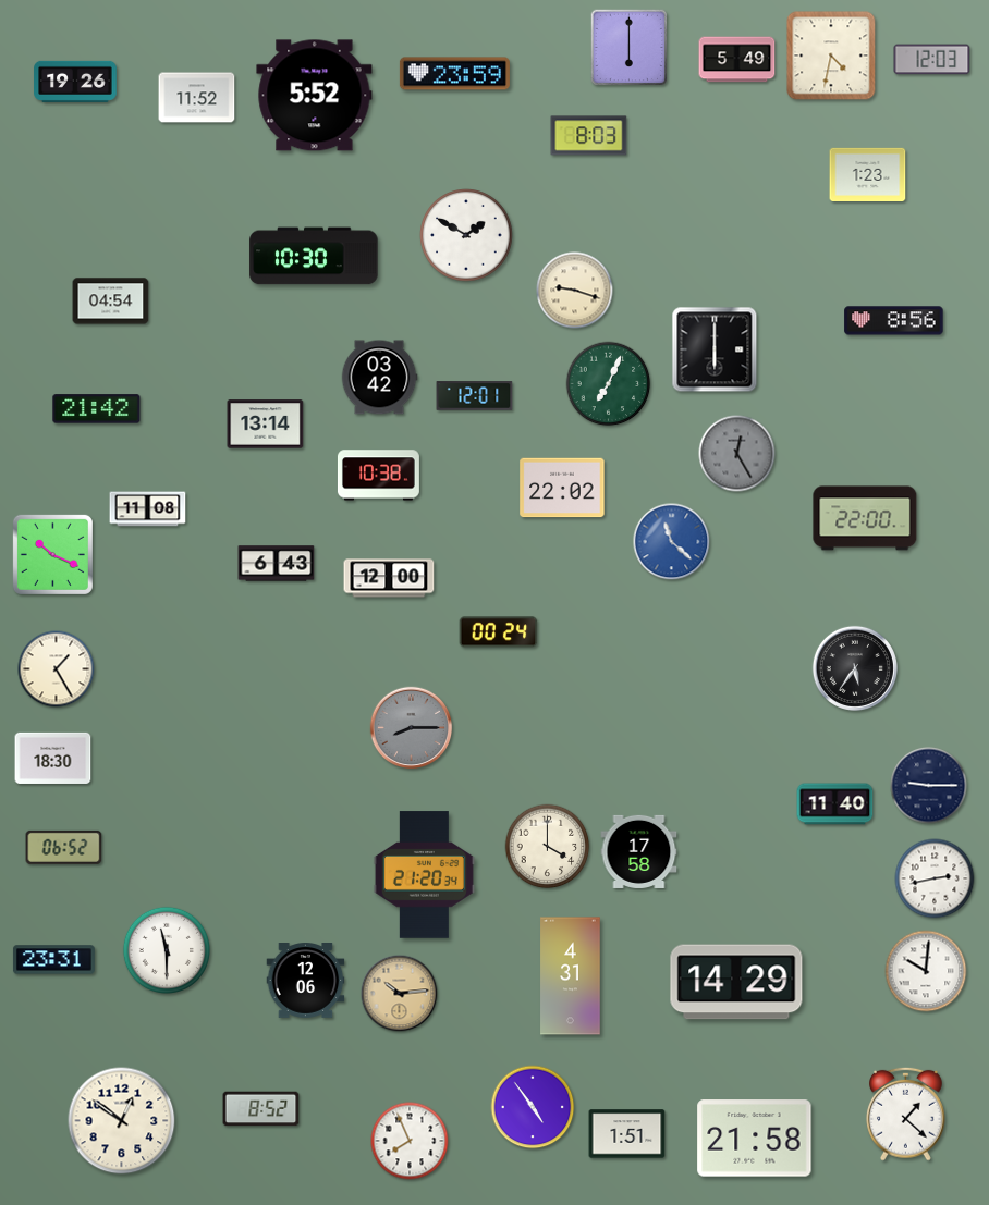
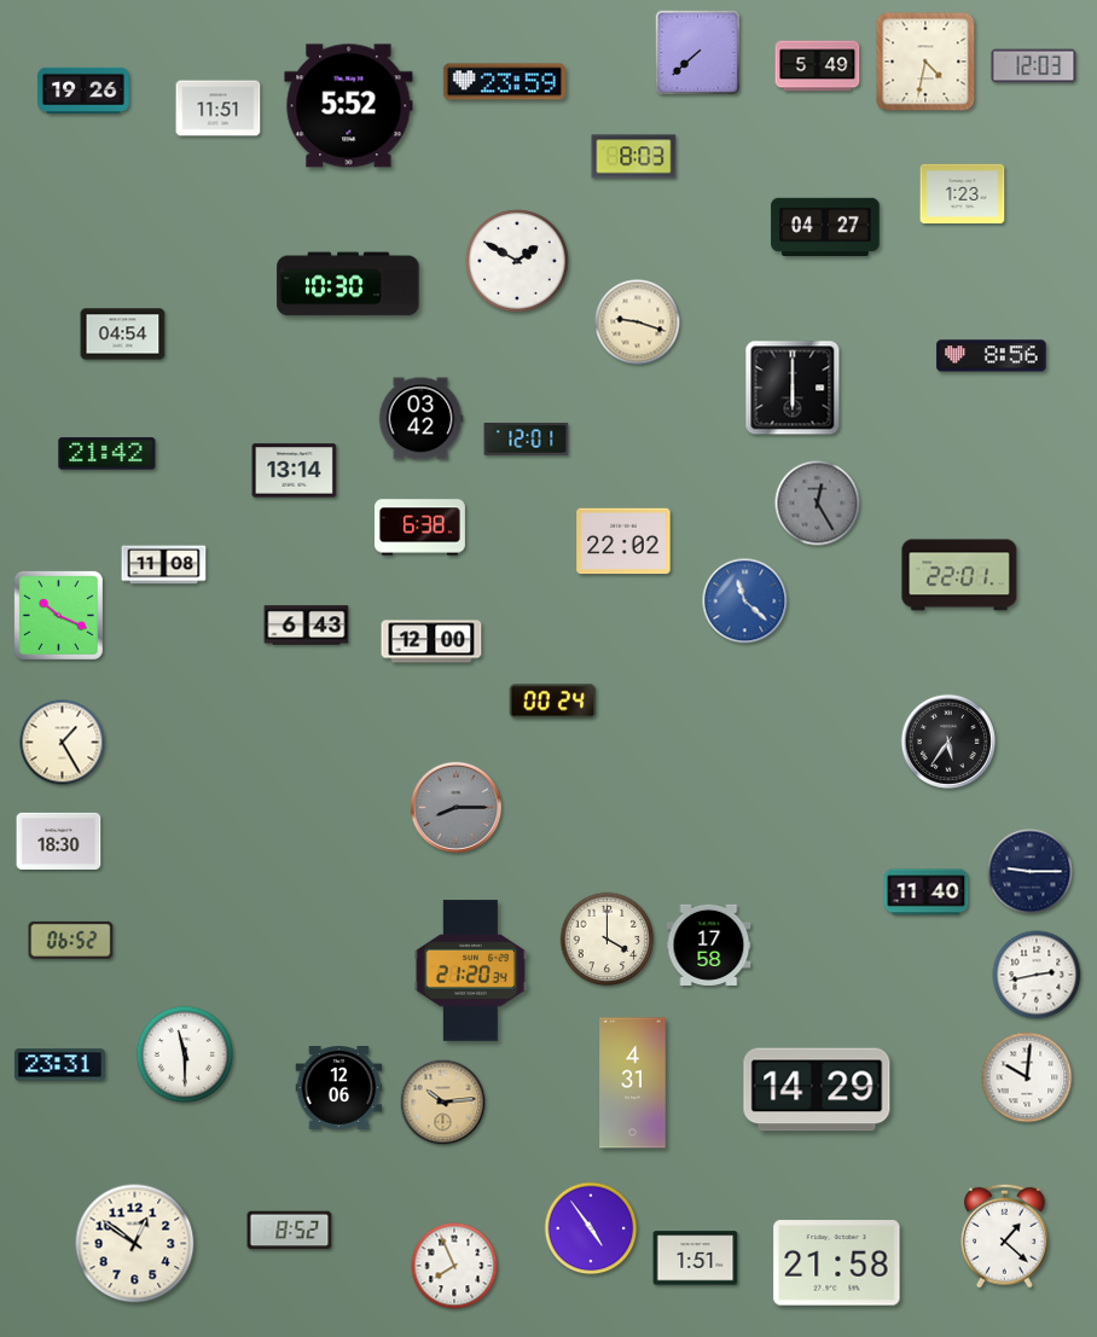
clock at (630, 48): 6:00 -> 7:38
clock at (831, 56) position: (831, 56) -> (925, 62)
clock at (197, 98): 11:52 -> 11:51
clock at (589, 136) position: (589, 136) -> (634, 157)
clock at (825, 226): none -> 04:27
clock at (609, 384): 7:04 -> none
clock at (379, 476): 10:38 -> 6:38
clock at (865, 518): 22:00 -> 22:01
